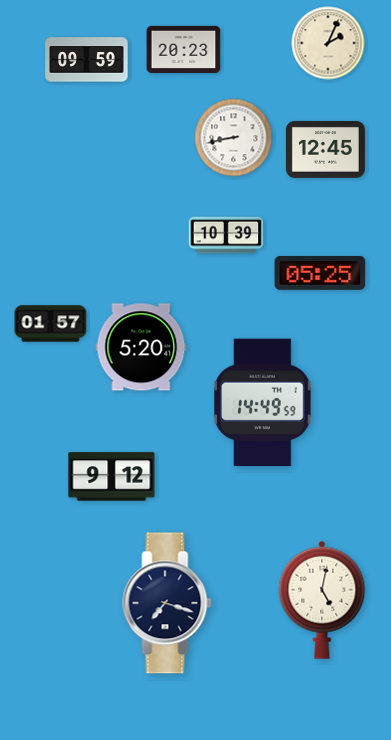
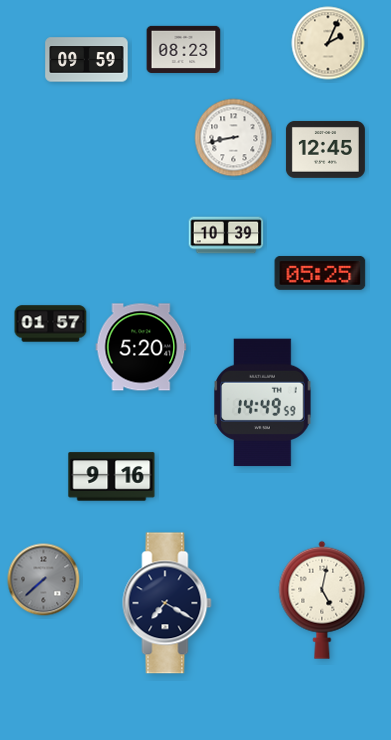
clock at (184, 49): 20:23 -> 08:23
clock at (112, 477): 9:12 -> 9:16
clock at (44, 580): none -> 7:38
clock at (167, 603): 7:18 -> 7:20
